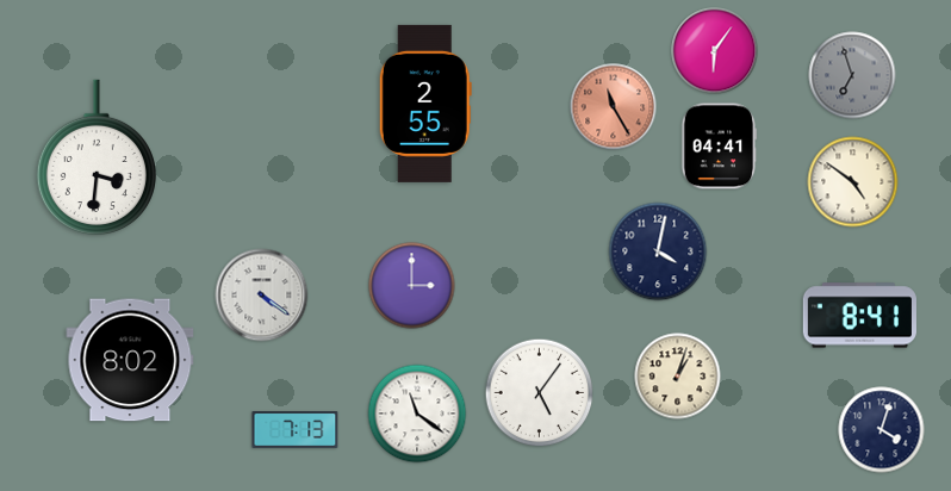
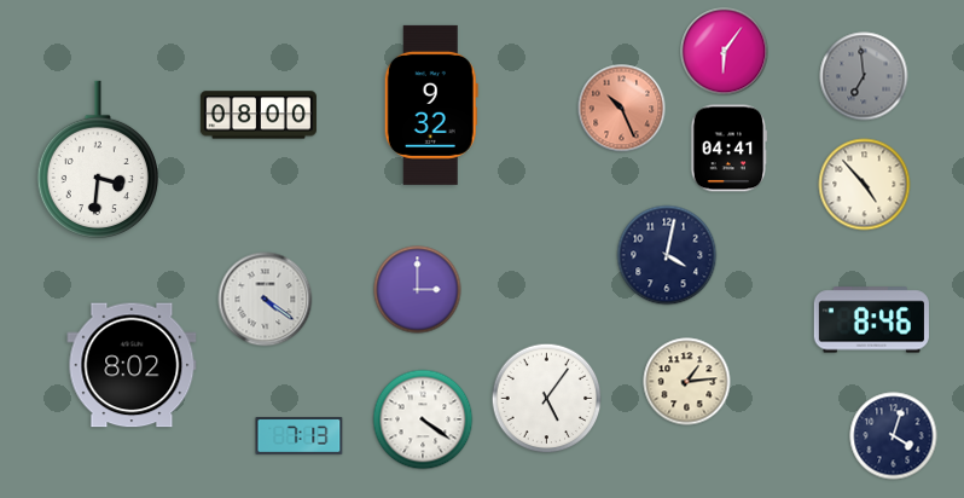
clock at (852, 75): 6:57 -> 6:59
clock at (425, 104): 2:55 -> 9:32
clock at (614, 107): 11:25 -> 10:26
clock at (259, 115): none -> 08:00
clock at (853, 182): 4:51 -> 4:53
clock at (859, 316): 8:41 -> 8:46
clock at (678, 377): 1:03 -> 1:14
clock at (417, 414): 11:21 -> 4:21
